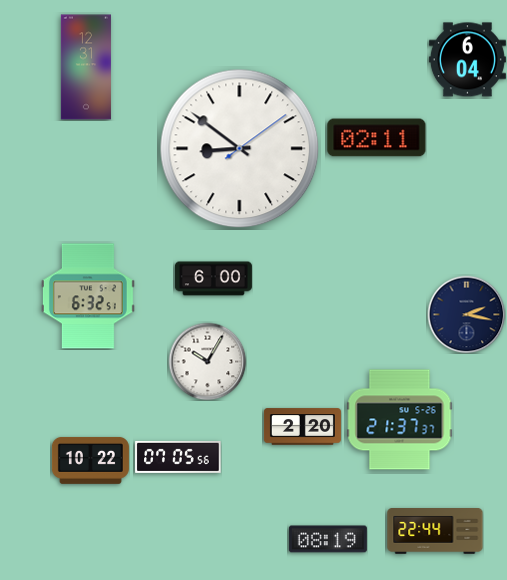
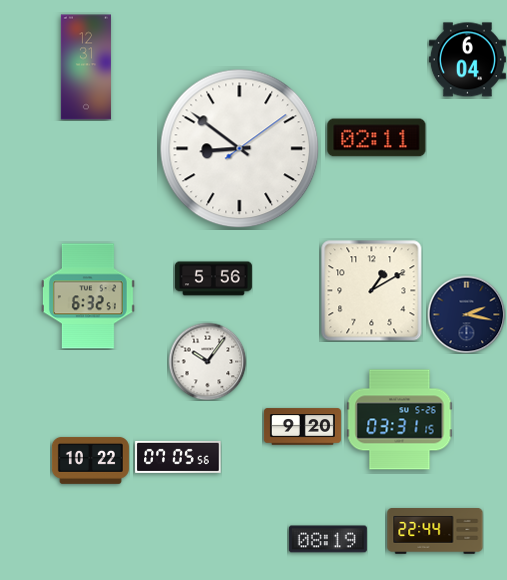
clock at (213, 279): 6:00 -> 5:56
clock at (372, 291): none -> 1:10
clock at (207, 361): 10:05 -> 10:06
clock at (400, 420): 21:37 -> 03:31
clock at (302, 427): 2:20 -> 9:20
